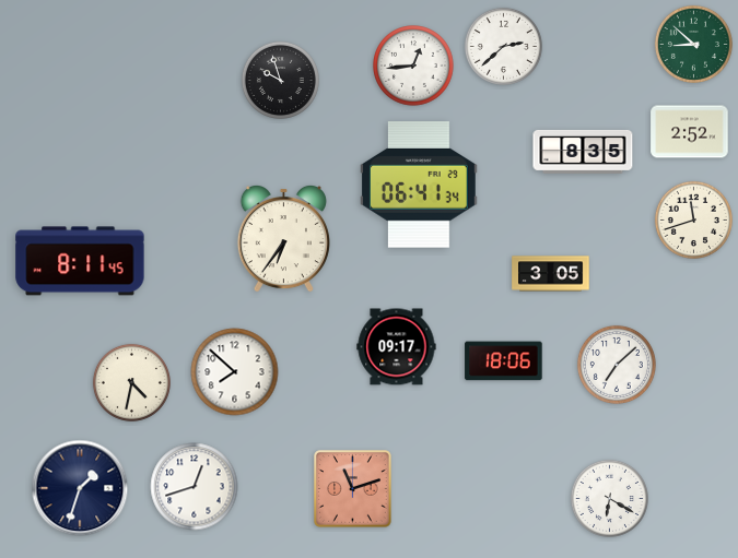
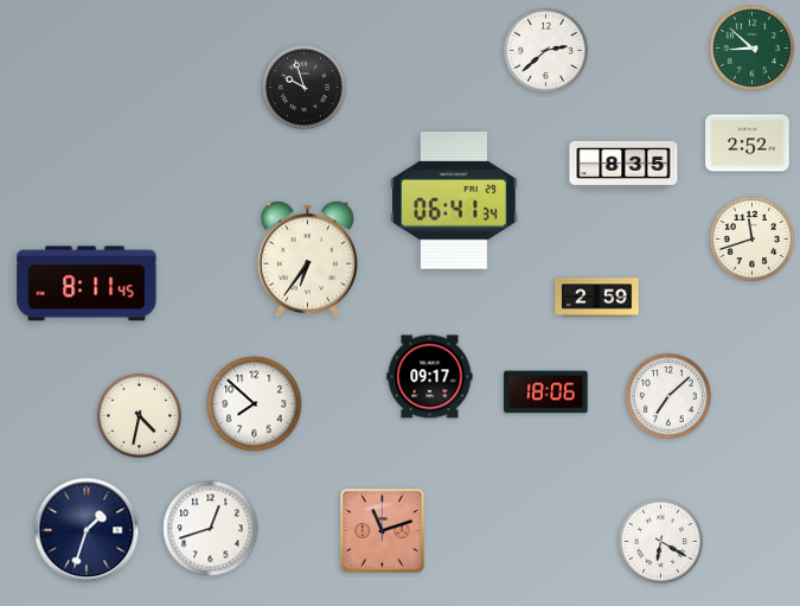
clock at (414, 67): 12:44 -> none
clock at (583, 152) position: (583, 152) -> (623, 165)
clock at (551, 274): 3:05 -> 2:59
clock at (131, 382) position: (131, 382) -> (139, 415)
